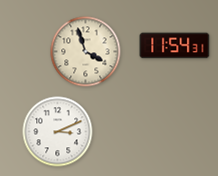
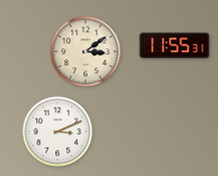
clock at (175, 46): 11:54 -> 11:55
clock at (86, 52): 3:57 -> 3:09
